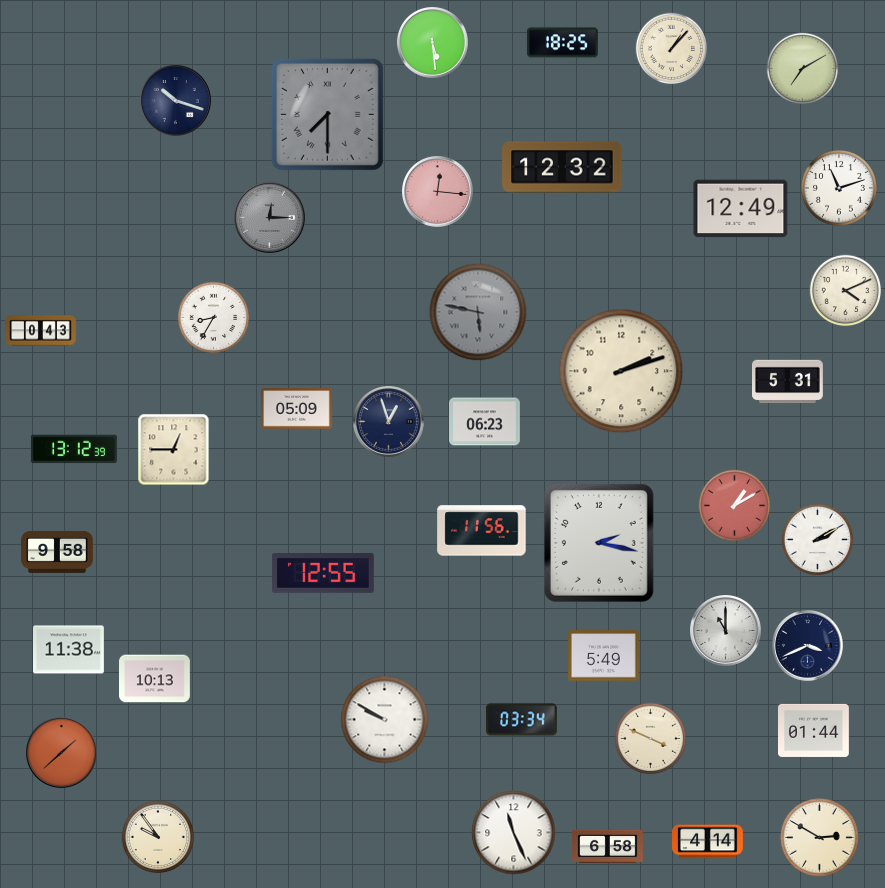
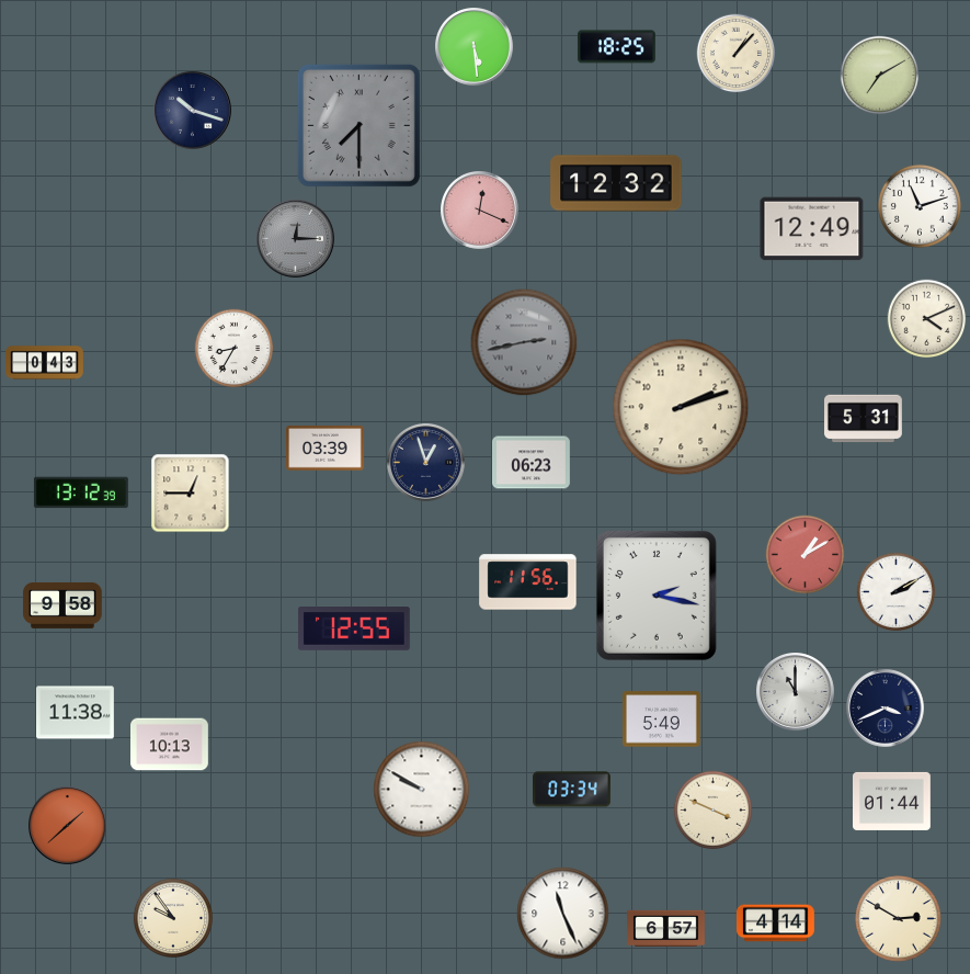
clock at (438, 192): 12:16 -> 12:19
clock at (478, 312): 5:47 -> 2:43
clock at (297, 409): 05:09 -> 03:39
clock at (608, 847): 6:58 -> 6:57
